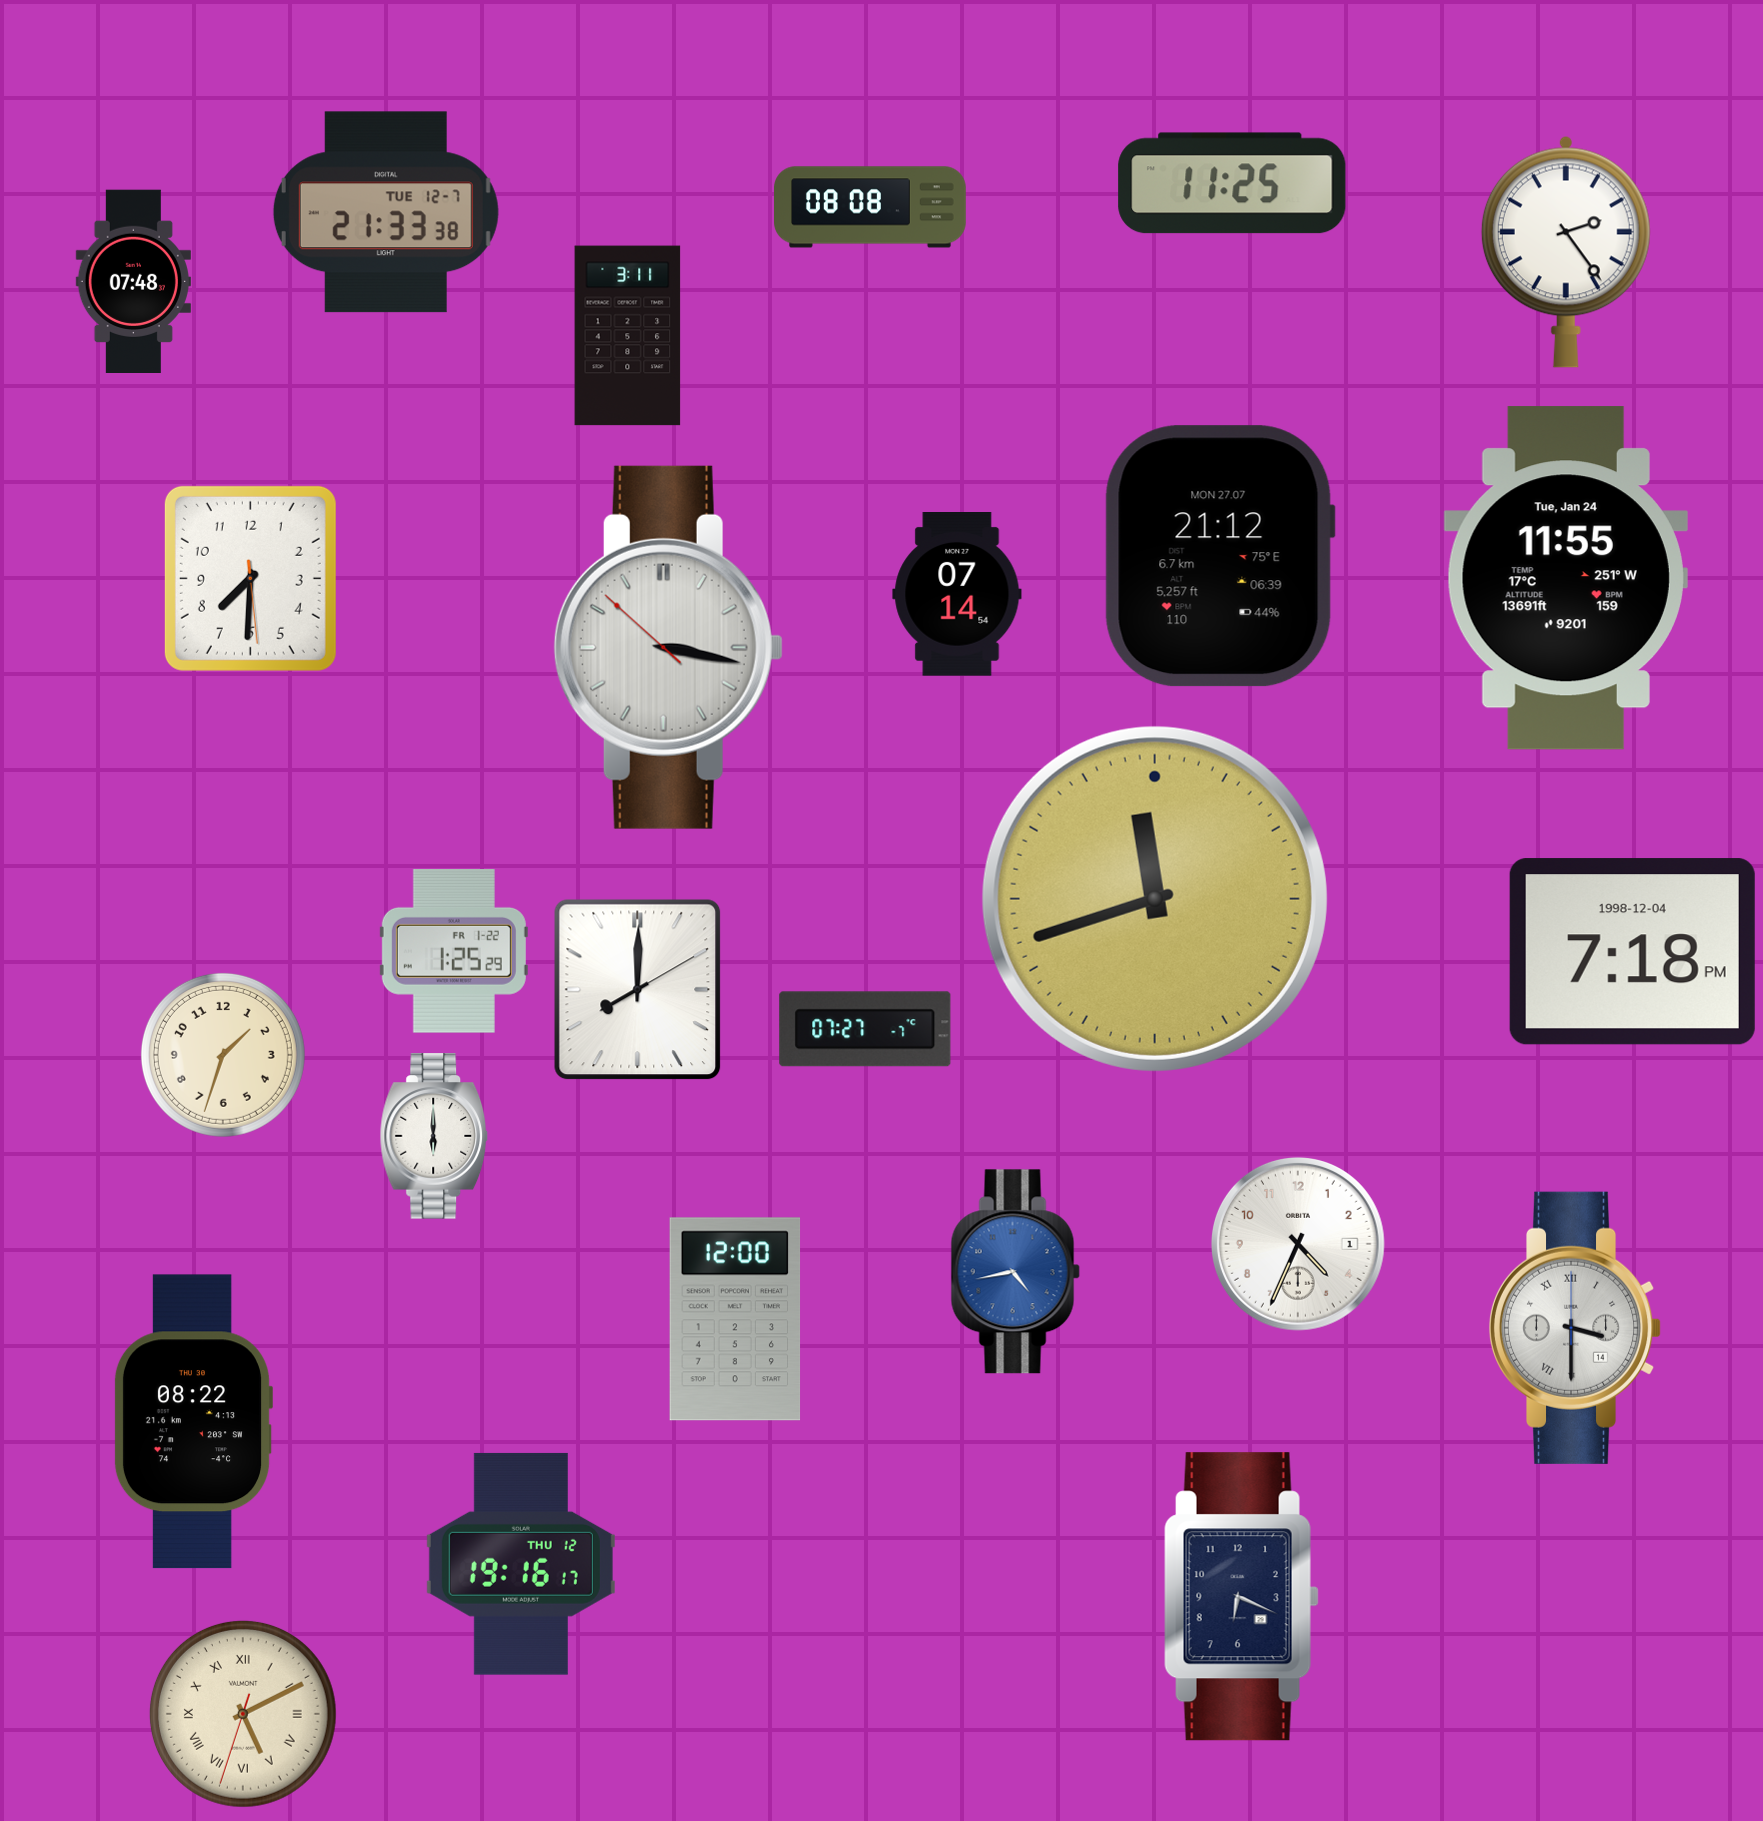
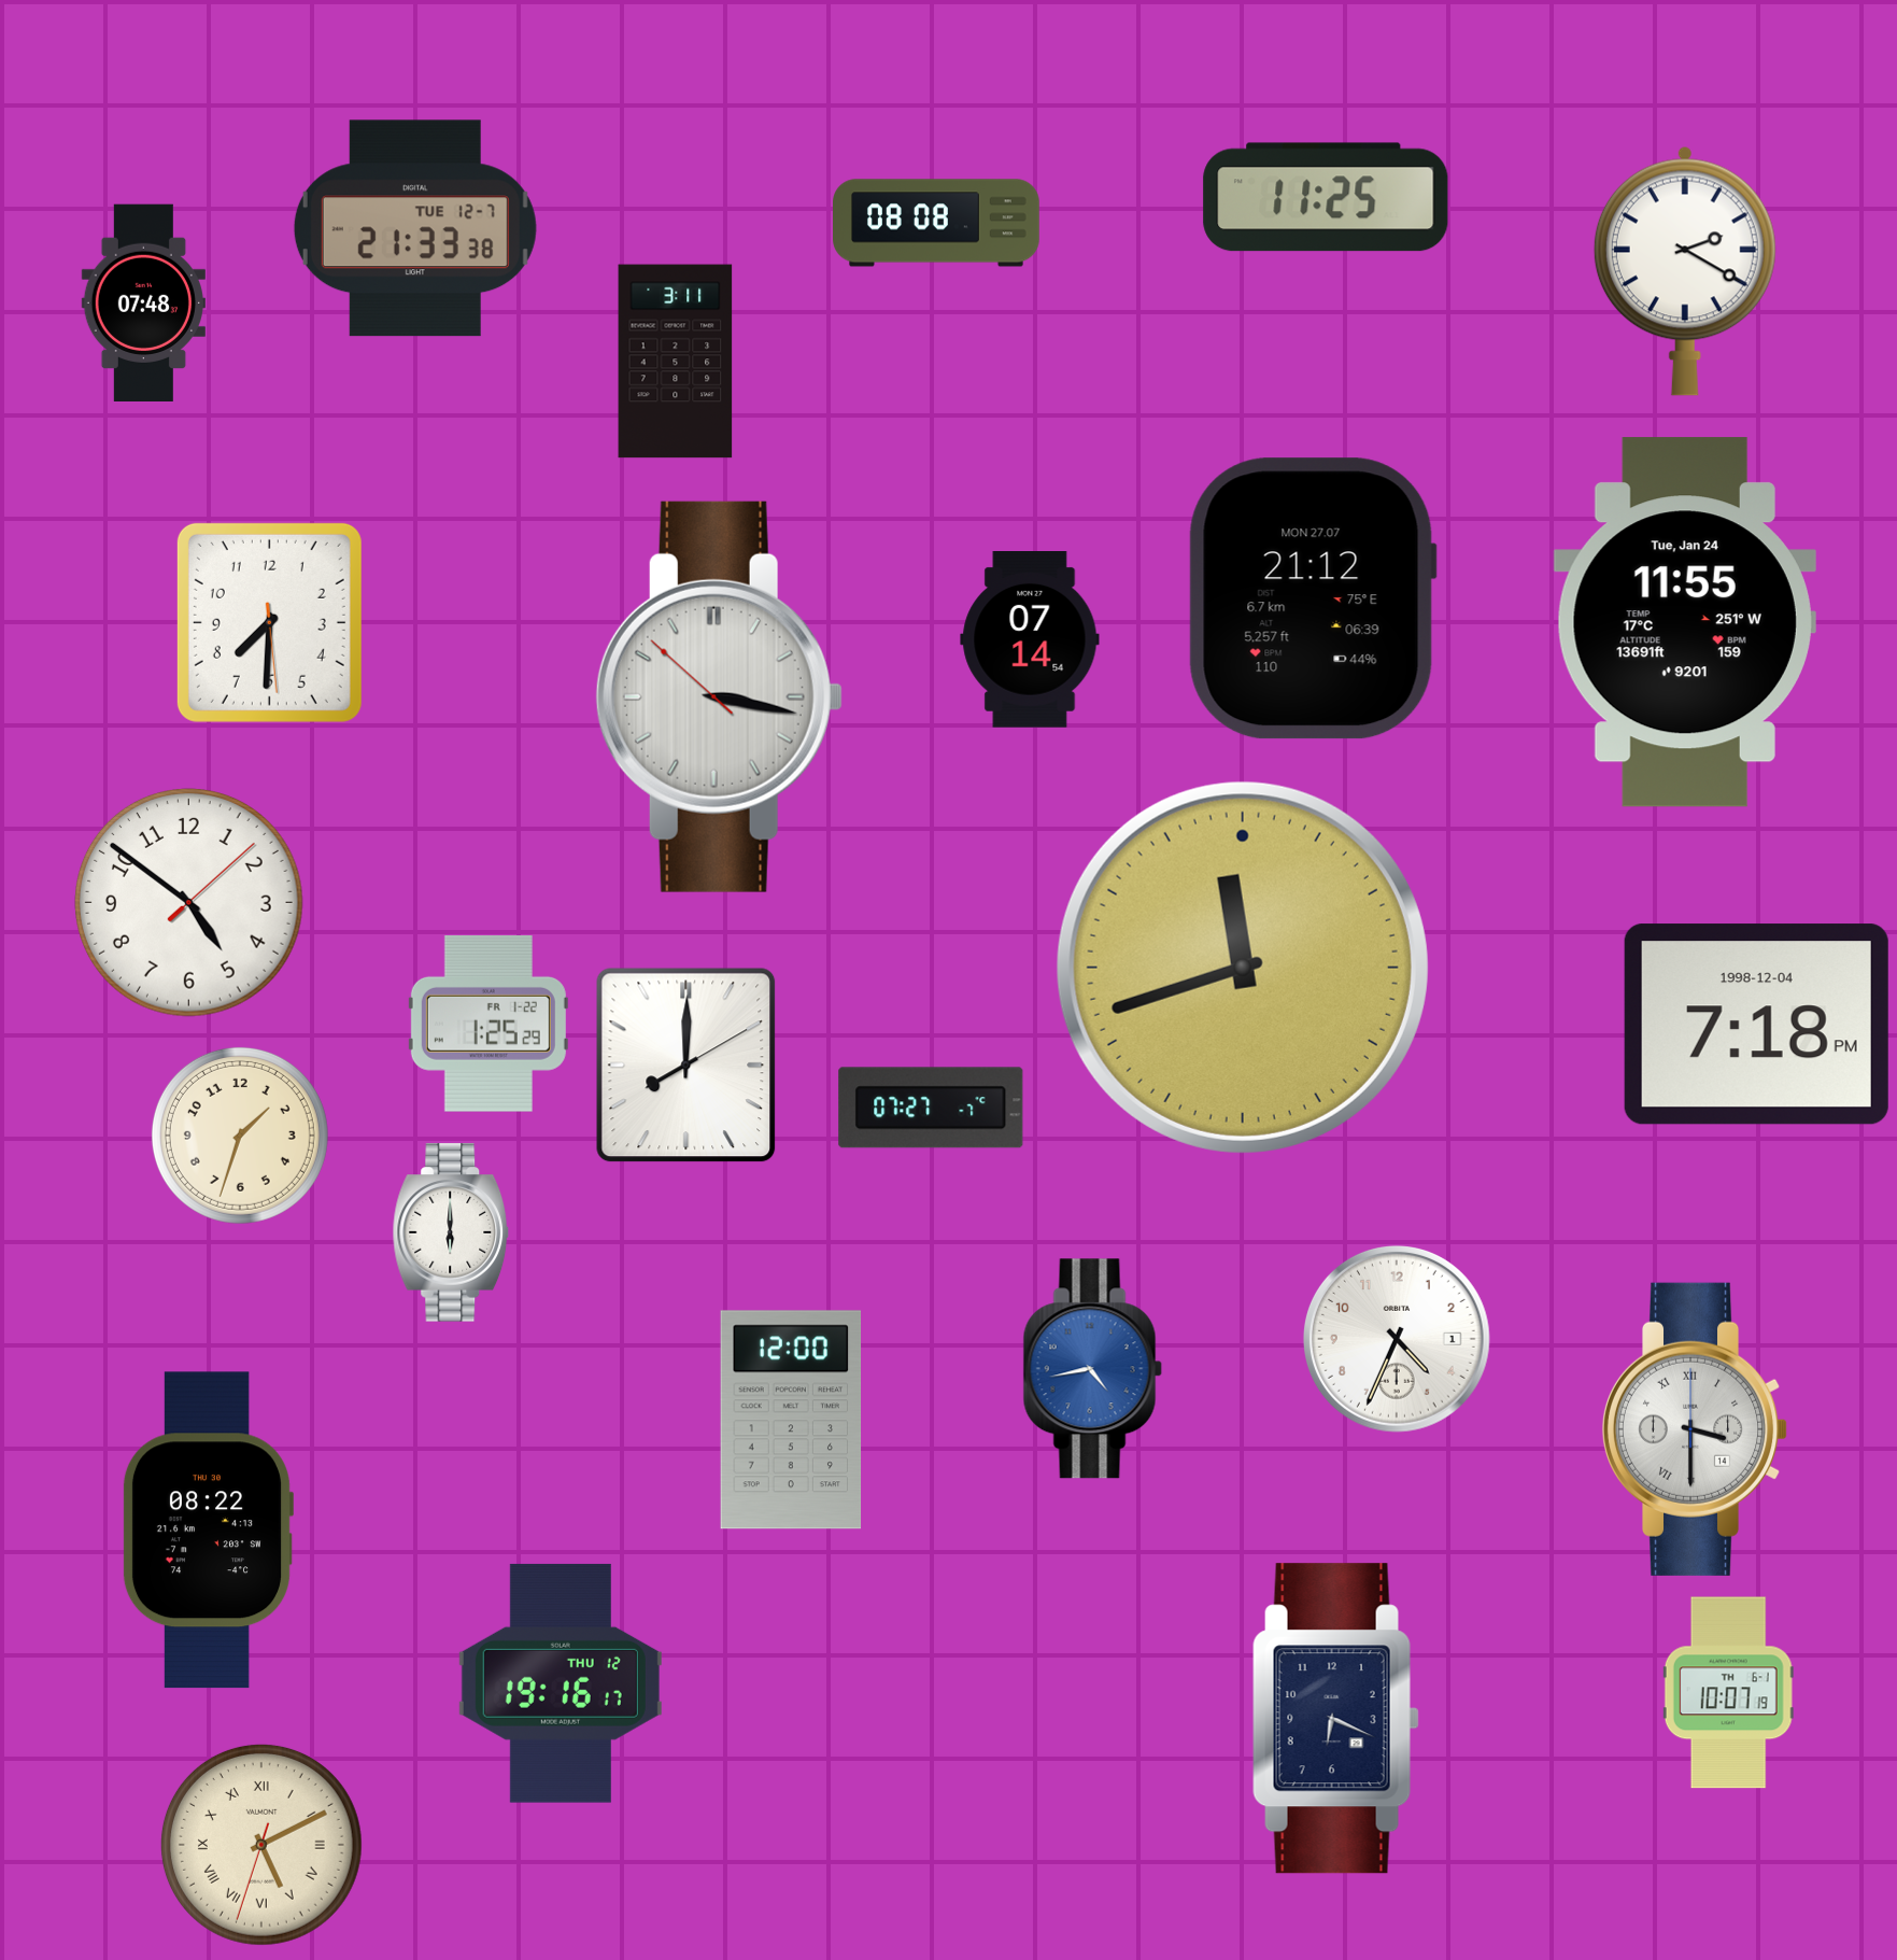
clock at (1566, 252): 2:24 -> 2:20
clock at (189, 903): none -> 4:51
clock at (434, 1136) position: (434, 1136) -> (451, 1232)
clock at (1728, 1693): none -> 10:07
